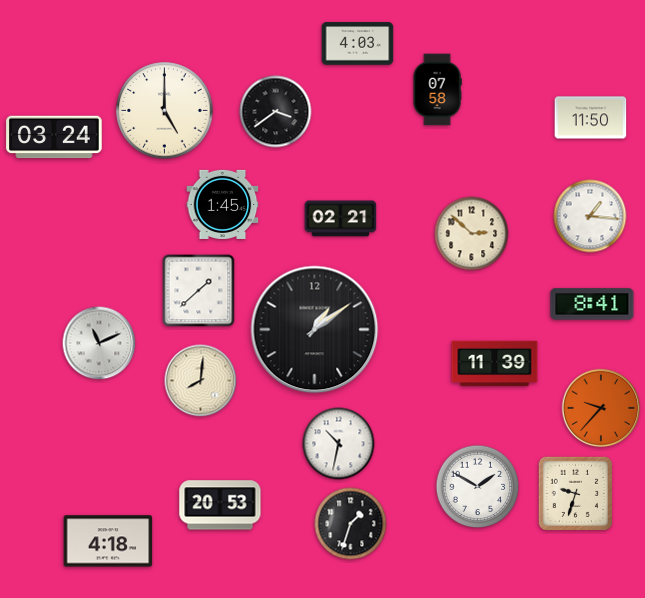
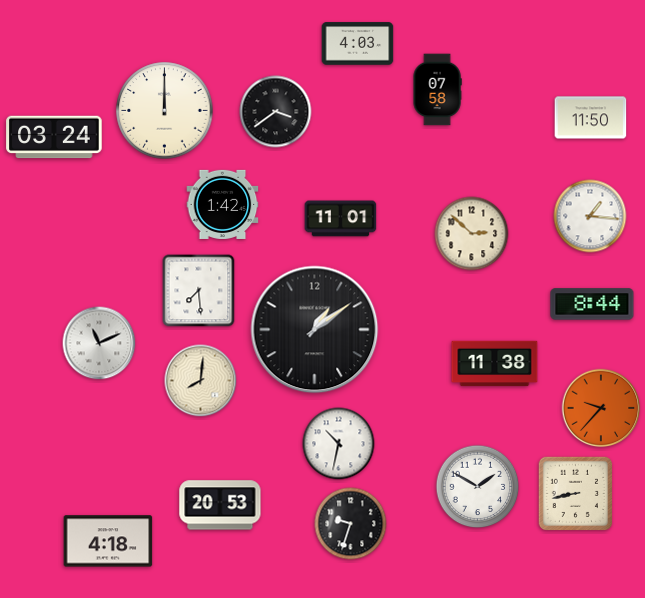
clock at (165, 111): 5:00 -> 12:00
clock at (223, 204): 1:45 -> 1:42
clock at (341, 219): 02:21 -> 11:01
clock at (199, 291): 1:38 -> 7:29
clock at (592, 304): 8:41 -> 8:44
clock at (495, 364): 11:39 -> 11:38
clock at (575, 493): 9:33 -> 8:43
clock at (351, 524): 1:33 -> 9:33
